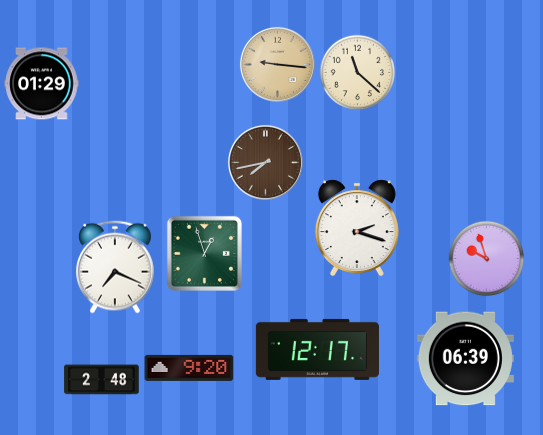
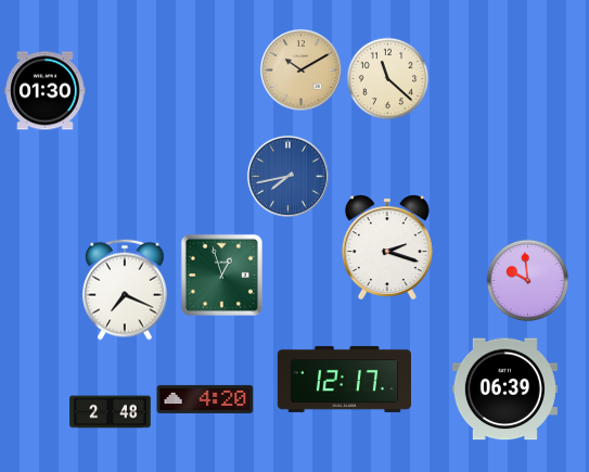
clock at (277, 64): 9:16 -> 10:10
clock at (42, 84): 01:29 -> 01:30
clock at (265, 162) dial: brown -> blue
clock at (487, 259): 9:57 -> 9:59
clock at (189, 368): 9:20 -> 4:20
